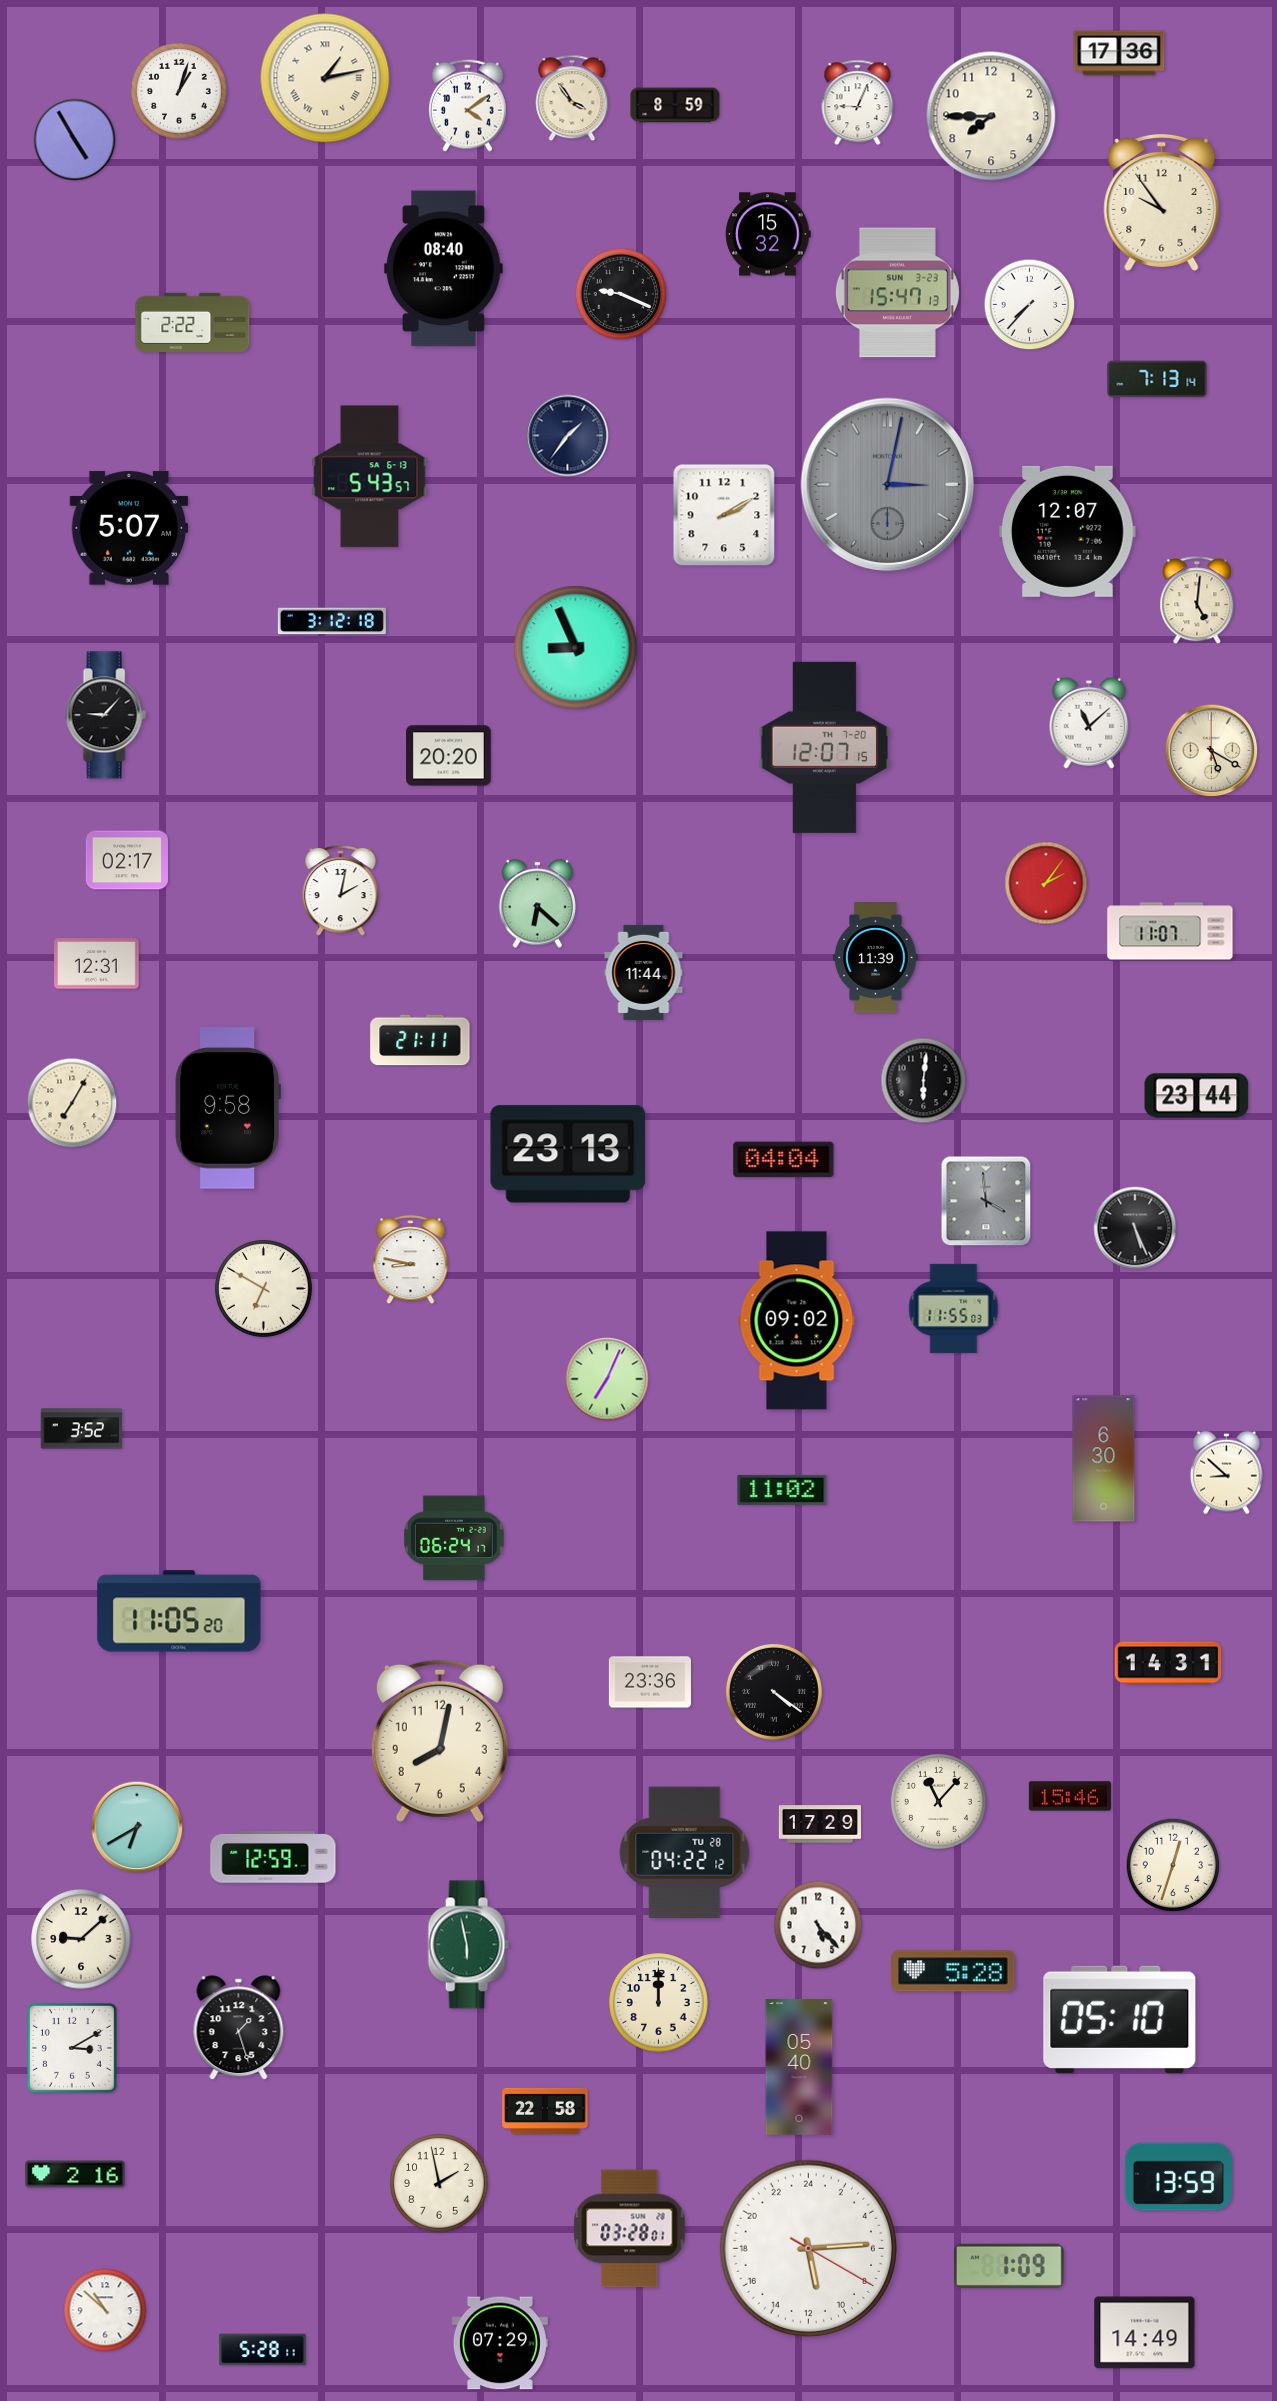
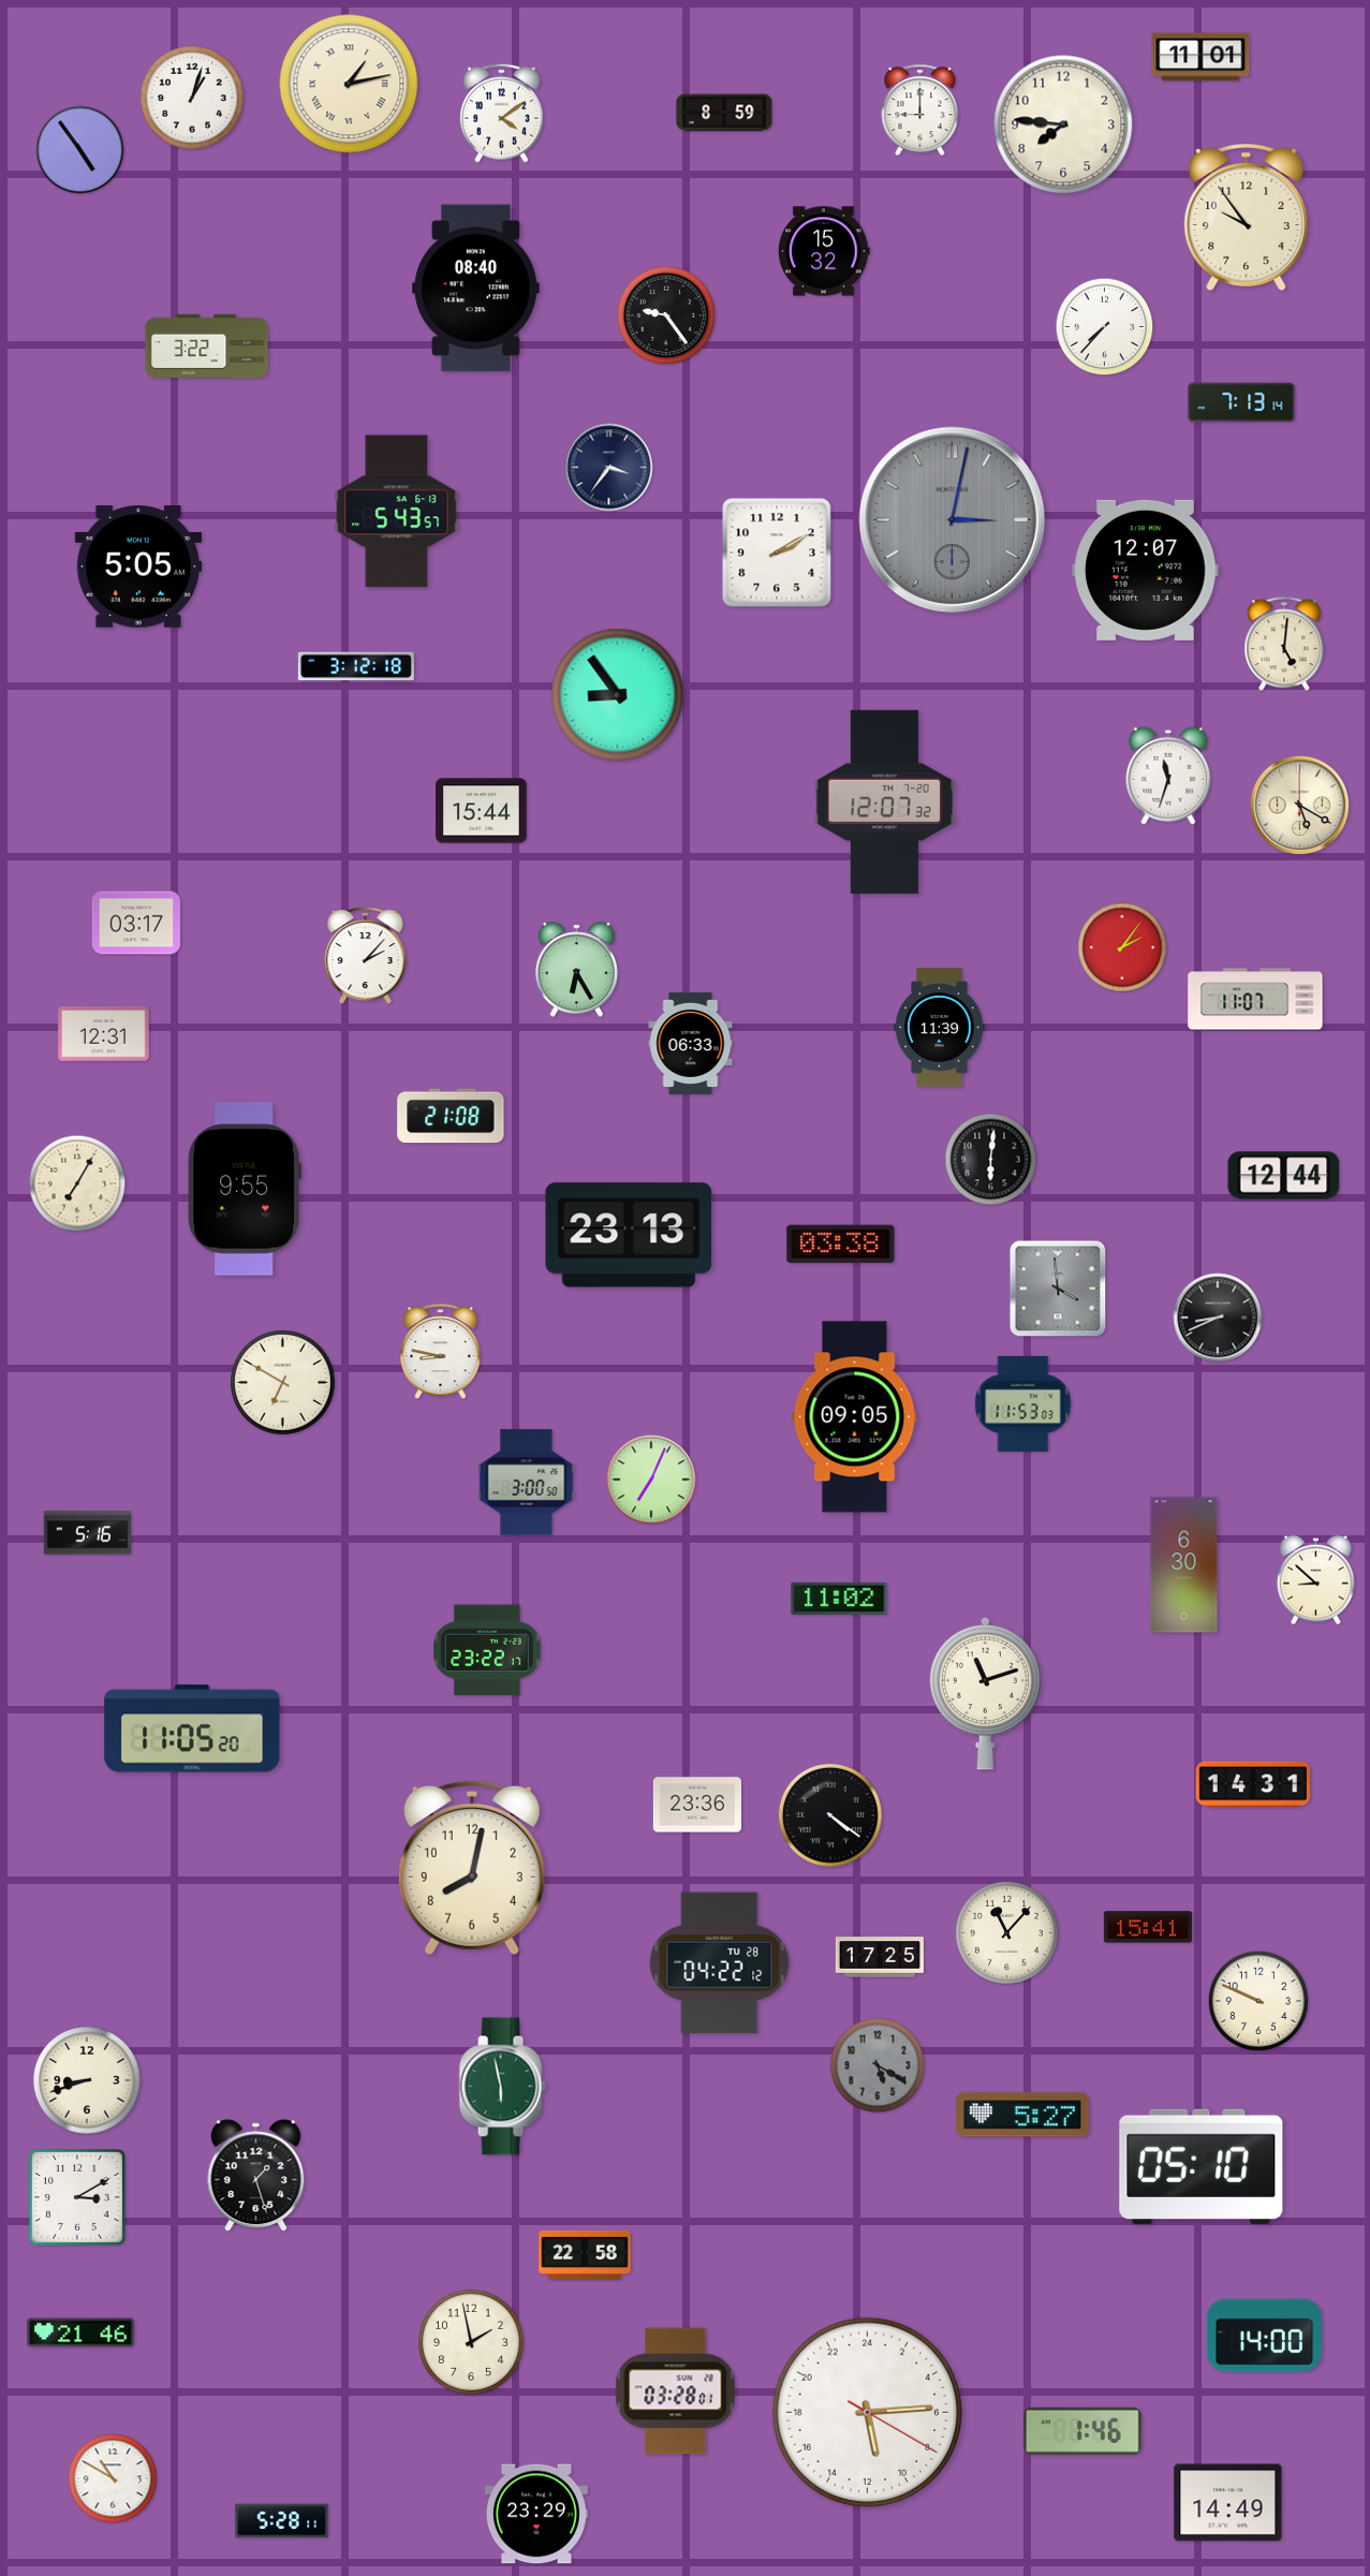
clock at (1119, 53): 17:36 -> 11:01
clock at (572, 98): 3:54 -> none
clock at (858, 103): 9:04 -> 9:00
clock at (991, 116): 7:45 -> 7:46
clock at (75, 140): 4:55 -> 4:54
clock at (897, 293): 15:47 -> none
clock at (621, 294): 9:19 -> 9:24
clock at (193, 322): 2:22 -> 3:22
clock at (1157, 379) position: (1157, 379) -> (1241, 402)
clock at (568, 436): 1:36 -> 3:36
clock at (129, 528): 5:07 -> 5:05
clock at (576, 648): 8:56 -> 8:54
clock at (106, 715): 9:07 -> none
clock at (1089, 723): 11:08 -> 11:33
clock at (825, 747): 12:07:15 -> 12:07:32
clock at (449, 756): 20:20 -> 15:44
clock at (127, 860): 02:17 -> 03:17
clock at (341, 890): 2:02 -> 2:07
clock at (538, 904): 6:22 -> 6:25
clock at (644, 972): 11:44 -> 06:33
clock at (420, 1040): 21:11 -> 21:08
clock at (1197, 1096): 23:44 -> 12:44
clock at (228, 1108): 9:58 -> 9:55
clock at (568, 1154) position: (568, 1154) -> (629, 1235)
clock at (784, 1160): 04:04 -> 03:38
clock at (1135, 1228): 5:26 -> 8:41
clock at (954, 1308): 11:55 -> 11:53
clock at (797, 1321): 09:02 -> 09:05
clock at (527, 1483): none -> 3:00
clock at (82, 1429): 3:52 -> 5:16
clock at (455, 1538): 06:24 -> 23:22
clock at (985, 1693): none -> 11:12
clock at (1070, 1796): 15:46 -> 15:41
clock at (820, 1824): 17:29 -> 17:25
clock at (137, 1827): 6:40 -> none
clock at (685, 1853) position: (685, 1853) -> (720, 1963)
clock at (273, 1857): 12:59 -> none
clock at (1172, 1864): 12:33 -> 9:49
clock at (818, 1925): 5:23 -> 5:20
clock at (818, 1925) dial: white -> grey
clock at (81, 1939): 9:08 -> 8:42
clock at (953, 1971): 5:28 -> 5:27
clock at (659, 2003): 12:00 -> none
clock at (799, 2067): 05:40 -> none
clock at (545, 2111) position: (545, 2111) -> (585, 2255)
clock at (75, 2174): 2:16 -> 21:46
clock at (1178, 2177): 13:59 -> 14:00
clock at (1009, 2266): 1:09 -> 1:46
clock at (105, 2310): 10:52 -> 10:50
clock at (500, 2343): 07:29 -> 23:29
